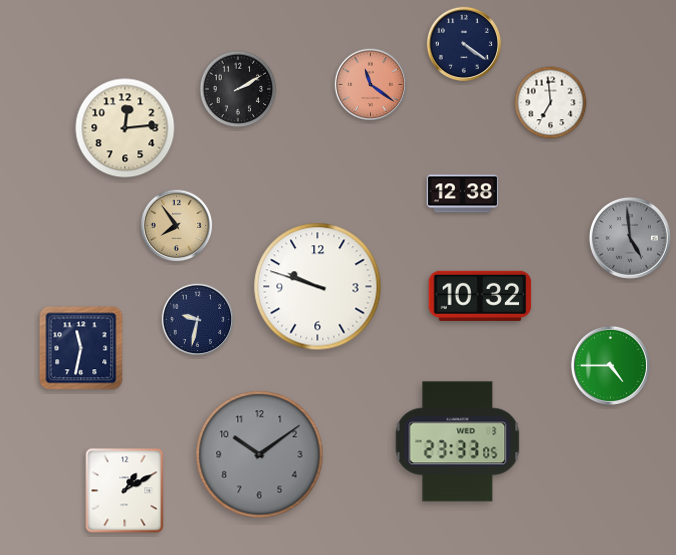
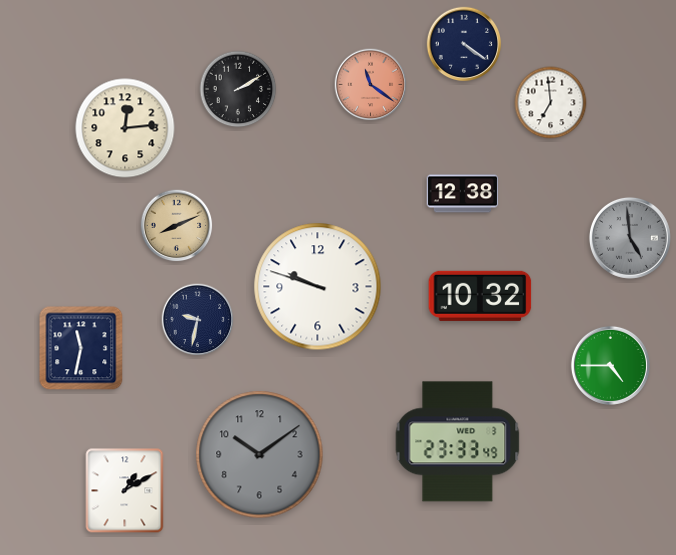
clock at (177, 226): 7:54 -> 8:11
clock at (458, 442): 23:33:05 -> 23:33:49
